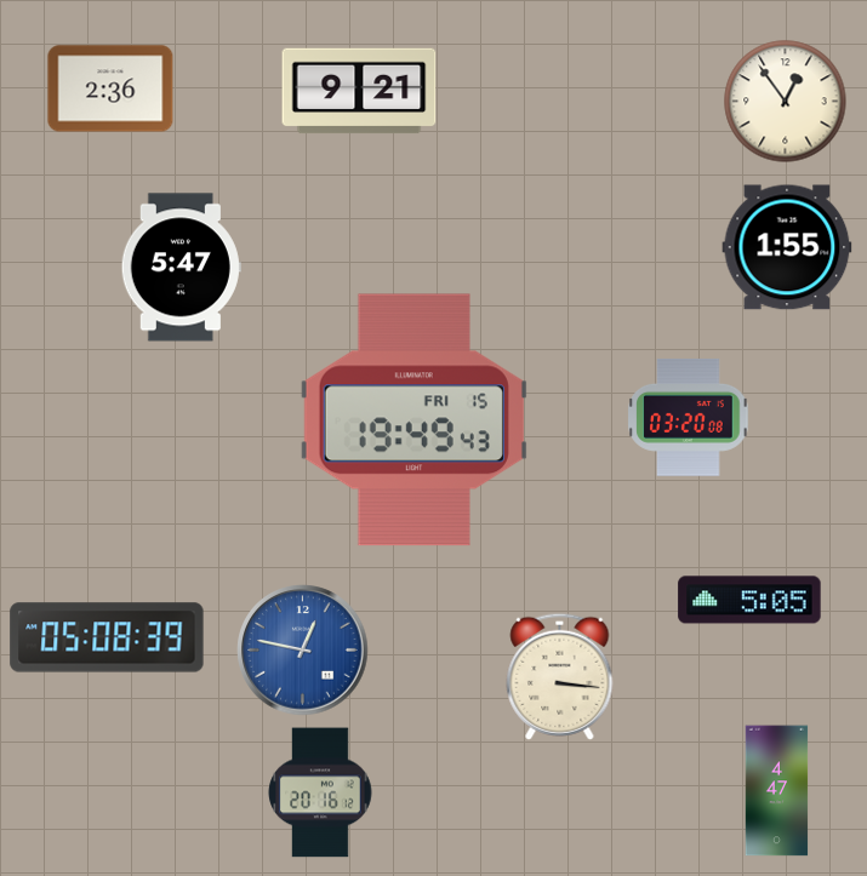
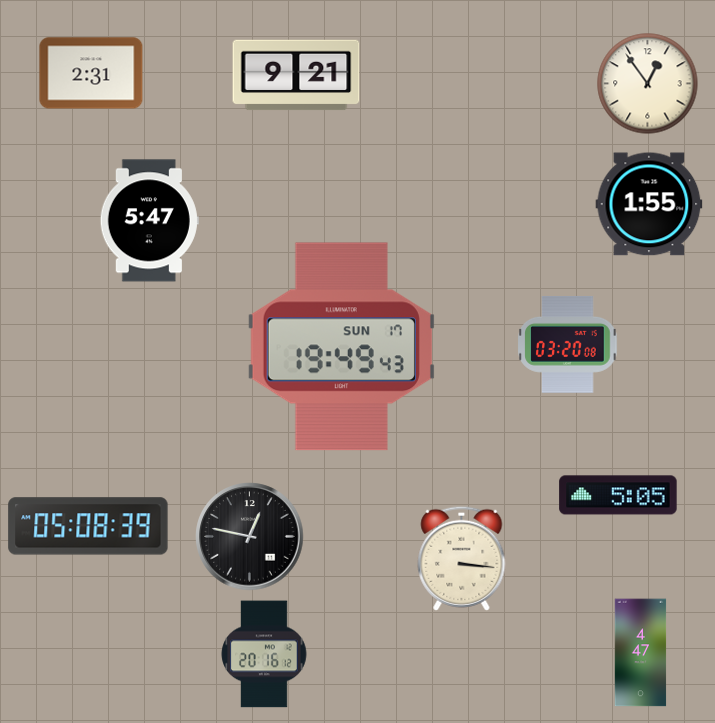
clock at (110, 88): 2:36 -> 2:31
clock at (413, 420) date: FRI 15 -> SUN 17
clock at (303, 651) dial: blue -> black
